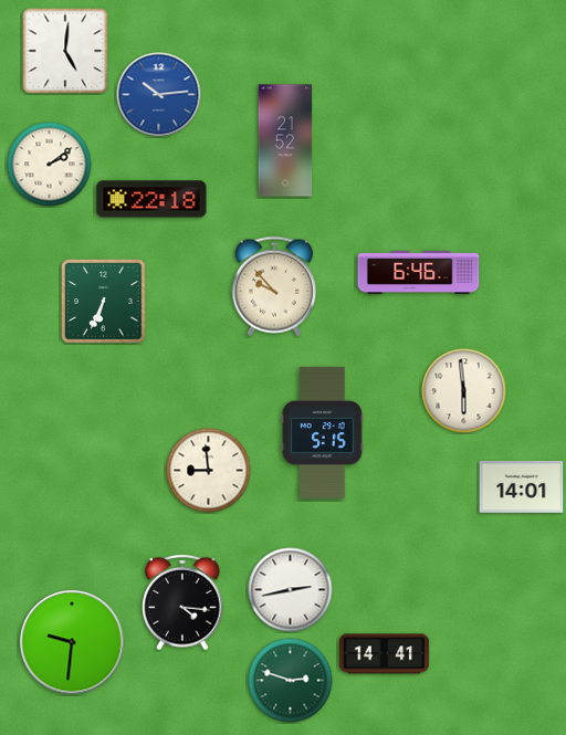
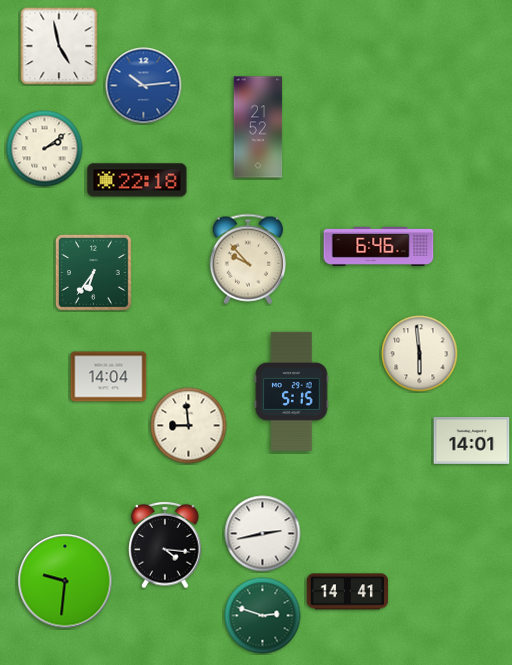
clock at (65, 51): 5:01 -> 4:58
clock at (104, 302): 6:34 -> 6:36
clock at (109, 377): none -> 14:04
